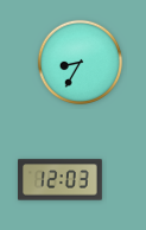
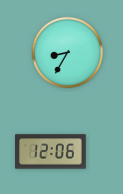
clock at (61, 180): 12:03 -> 12:06
